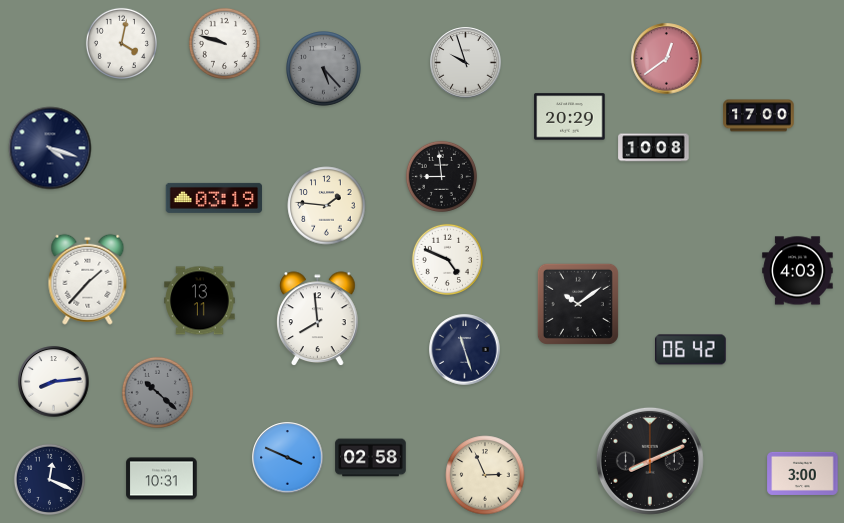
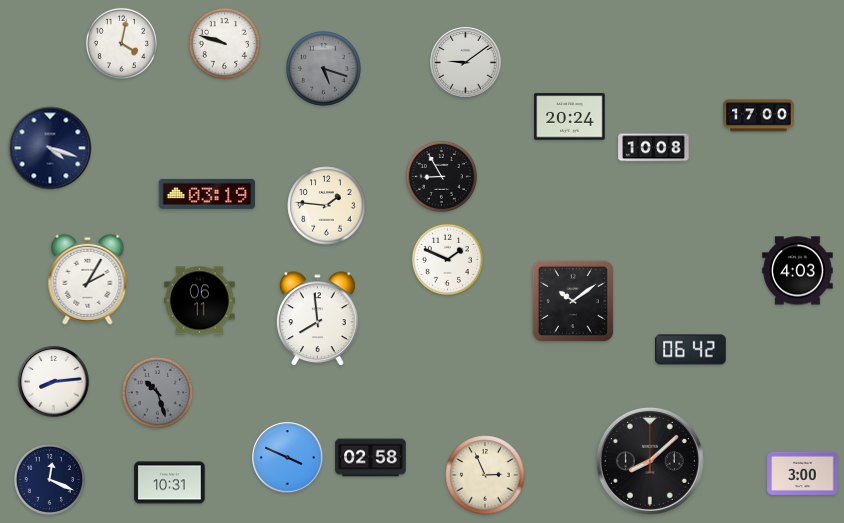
clock at (667, 59): 12:39 -> none
clock at (466, 63): 9:57 -> 9:09
clock at (324, 69): 5:23 -> 5:18
clock at (570, 117): 20:29 -> 20:24
clock at (441, 176): 8:59 -> 8:55
clock at (214, 198) position: (214, 198) -> (207, 194)
clock at (447, 259): 4:49 -> 1:49
clock at (88, 279): 1:37 -> 2:05
clock at (200, 301): 13:11 -> 06:11
clock at (578, 304) position: (578, 304) -> (573, 301)
clock at (465, 350): 11:27 -> none
clock at (157, 392): 10:22 -> 10:27
clock at (650, 461): 8:11 -> 8:08
clock at (162, 479) position: (162, 479) -> (170, 483)
